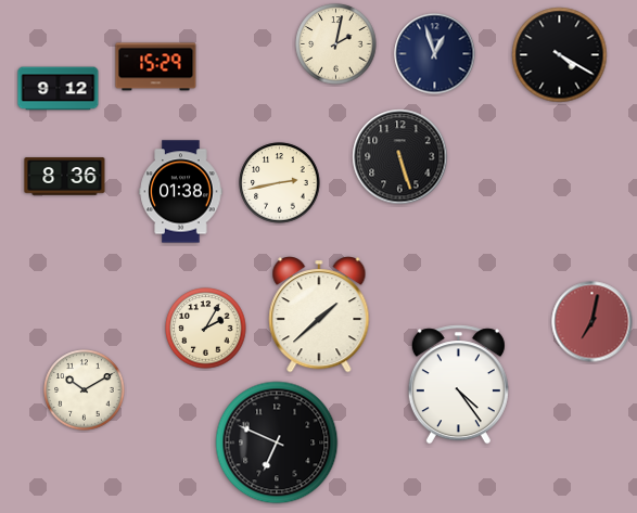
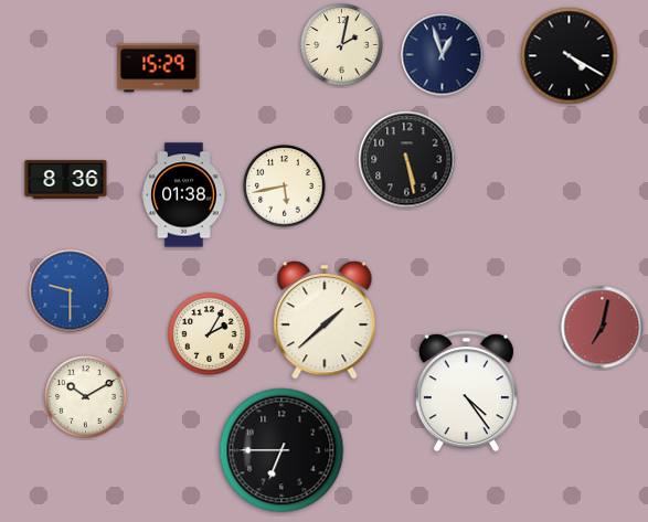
clock at (59, 89): 9:12 -> none
clock at (400, 157): 5:27 -> 5:28
clock at (280, 183): 2:43 -> 5:43
clock at (71, 291): none -> 9:30
clock at (277, 443): 6:49 -> 6:45
